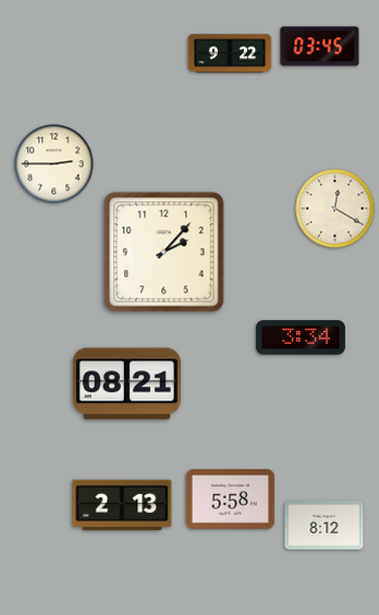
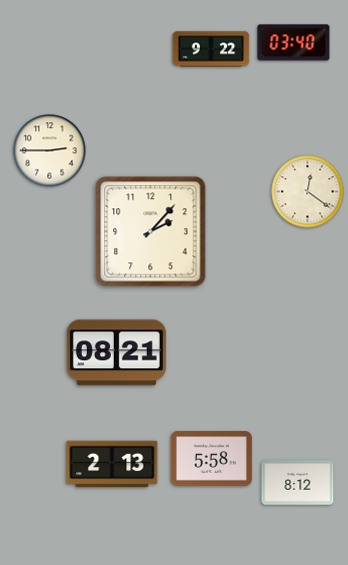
clock at (320, 47): 03:45 -> 03:40
clock at (335, 209): 12:20 -> 12:21
clock at (301, 337): 3:34 -> none
